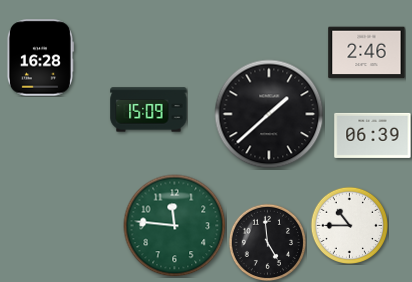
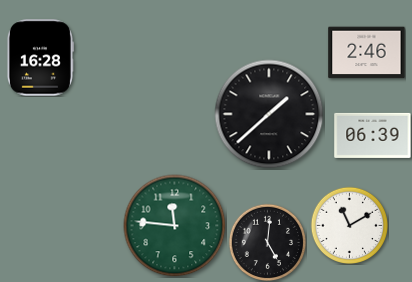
clock at (149, 110): 15:09 -> none
clock at (349, 225): 10:45 -> 11:10
clock at (267, 242): 4:59 -> 5:01
